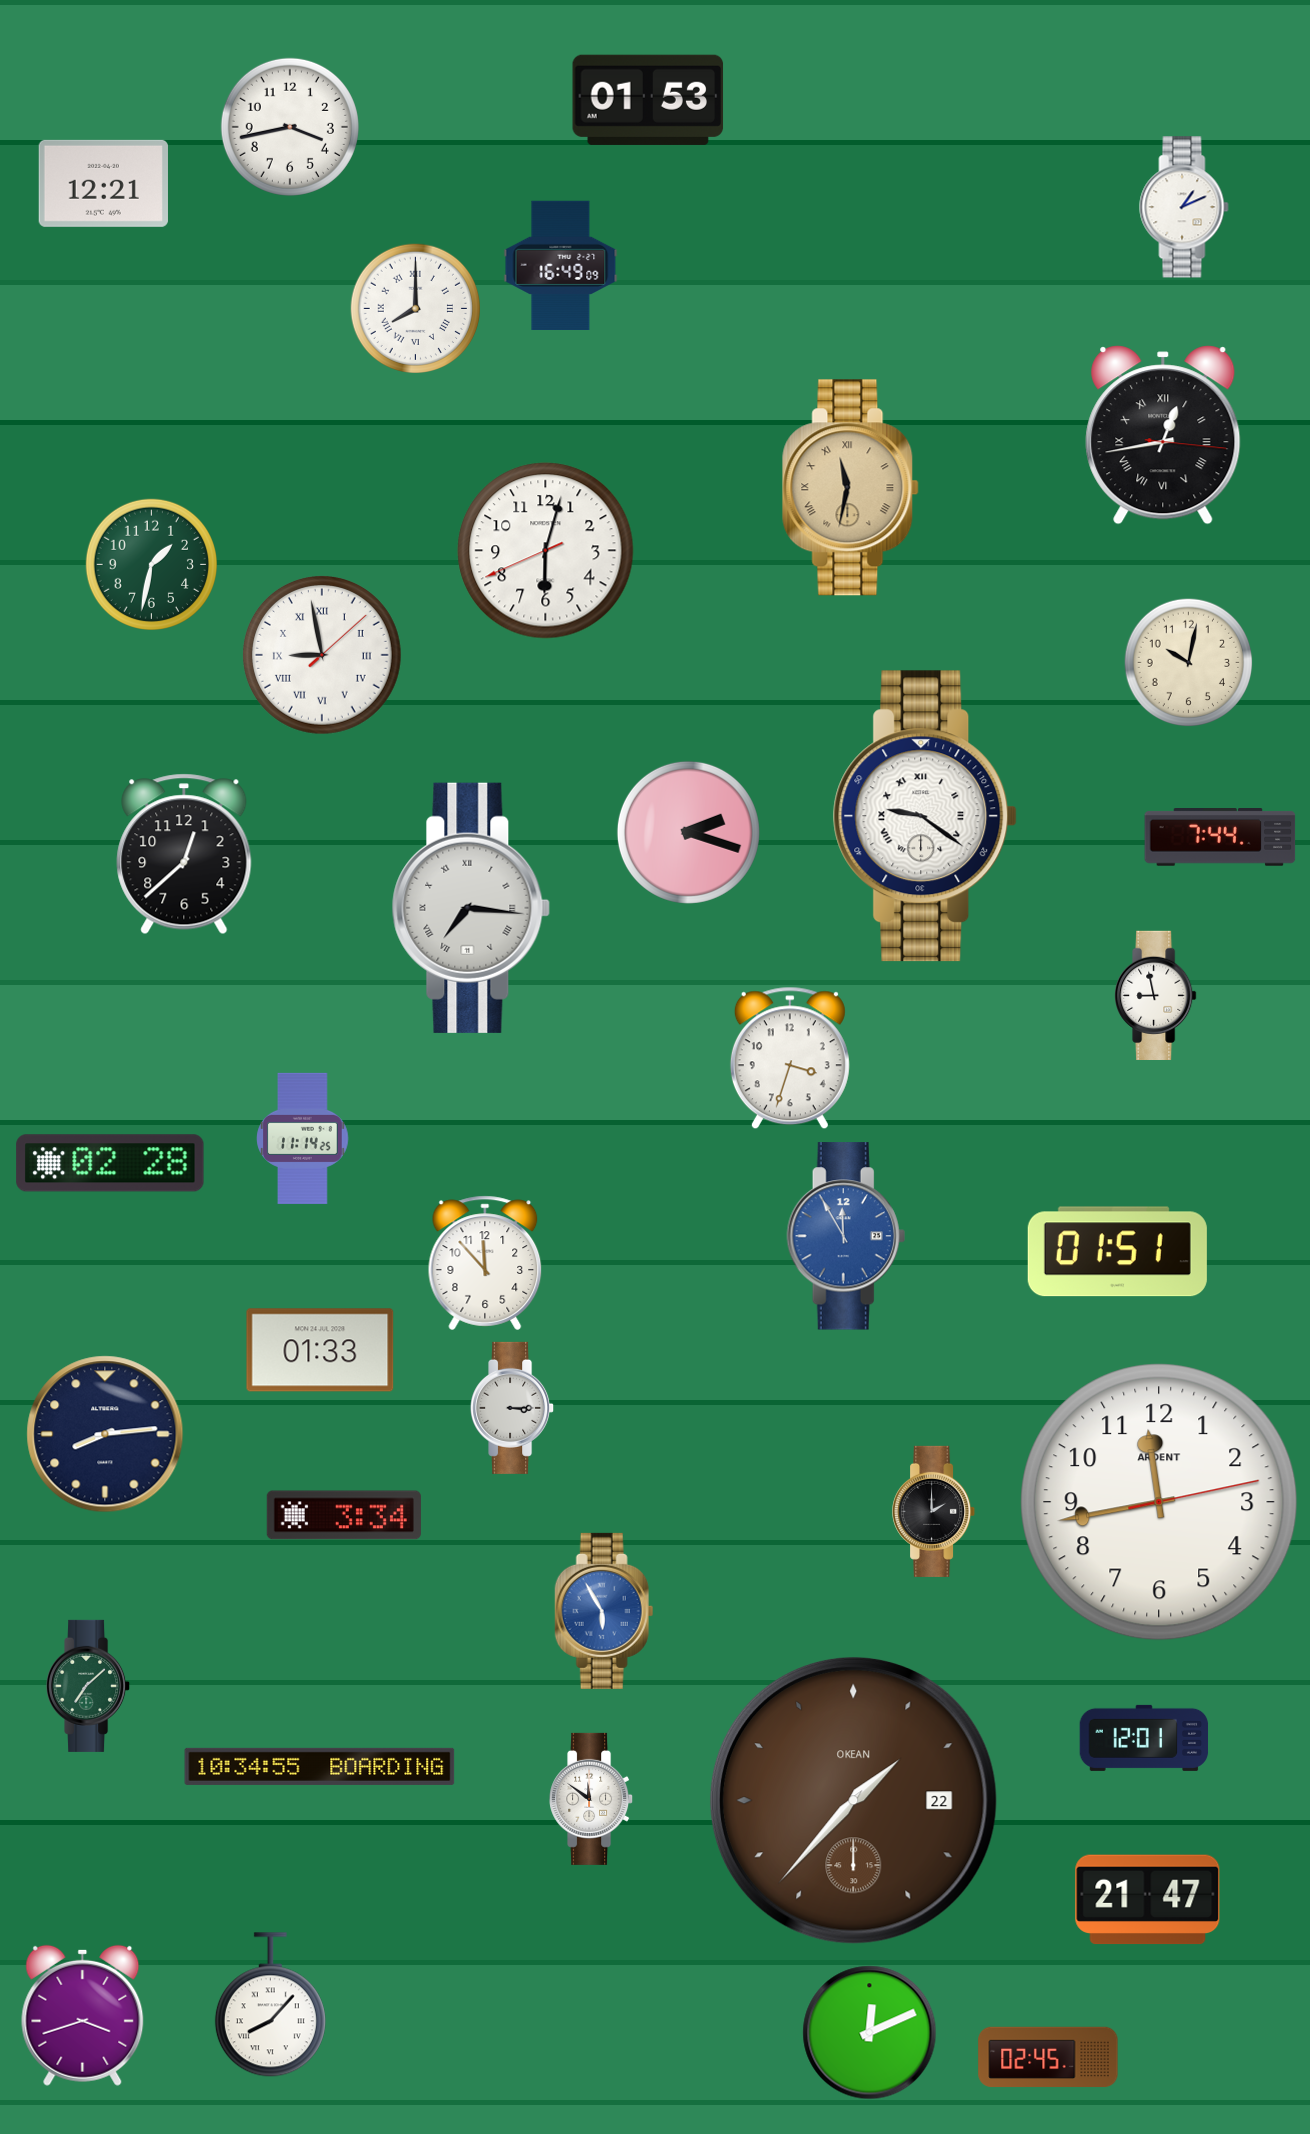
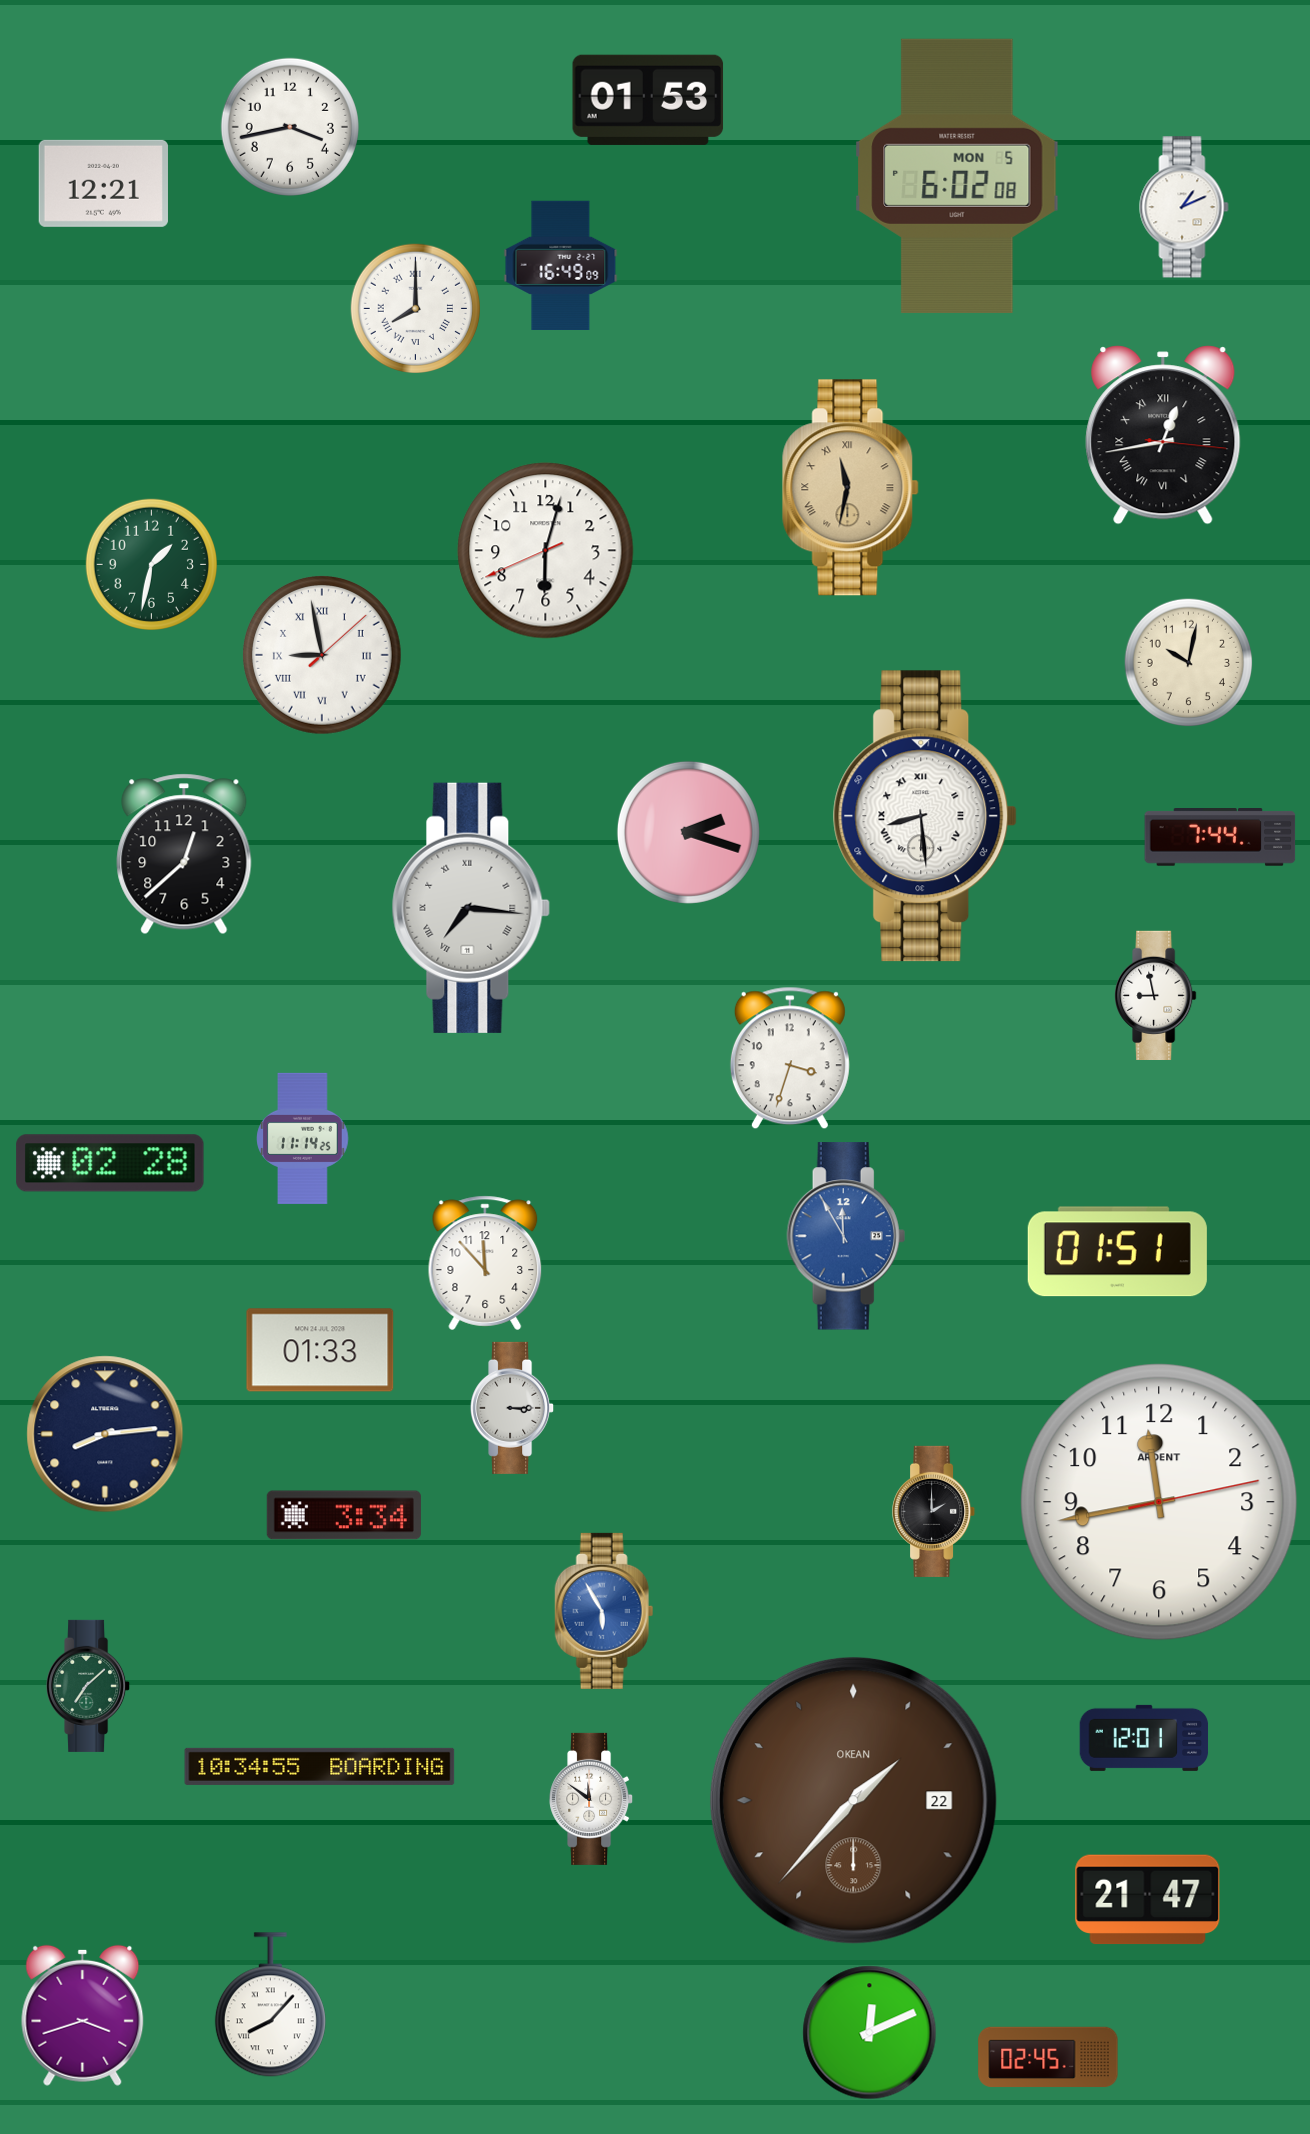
clock at (957, 176): none -> 6:02
clock at (925, 816): 9:21 -> 8:29
